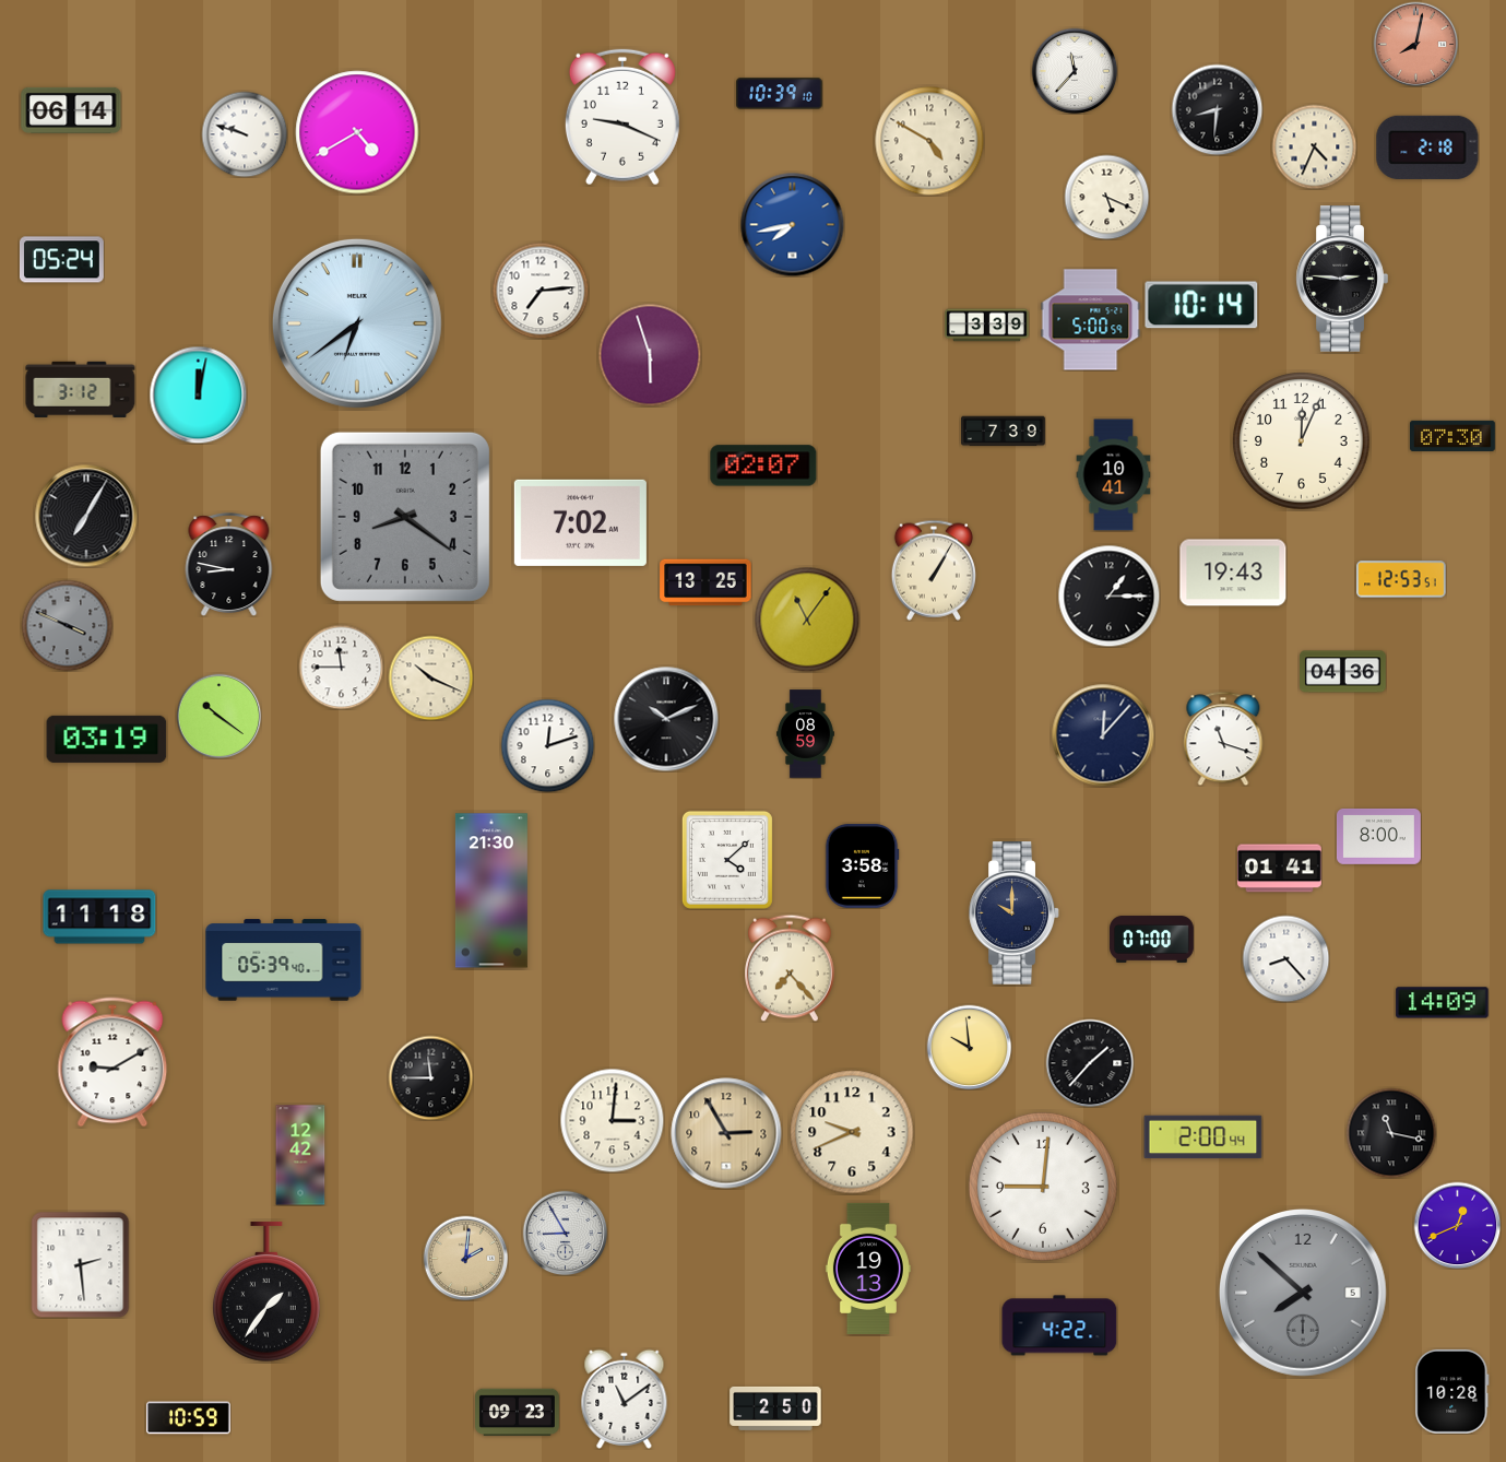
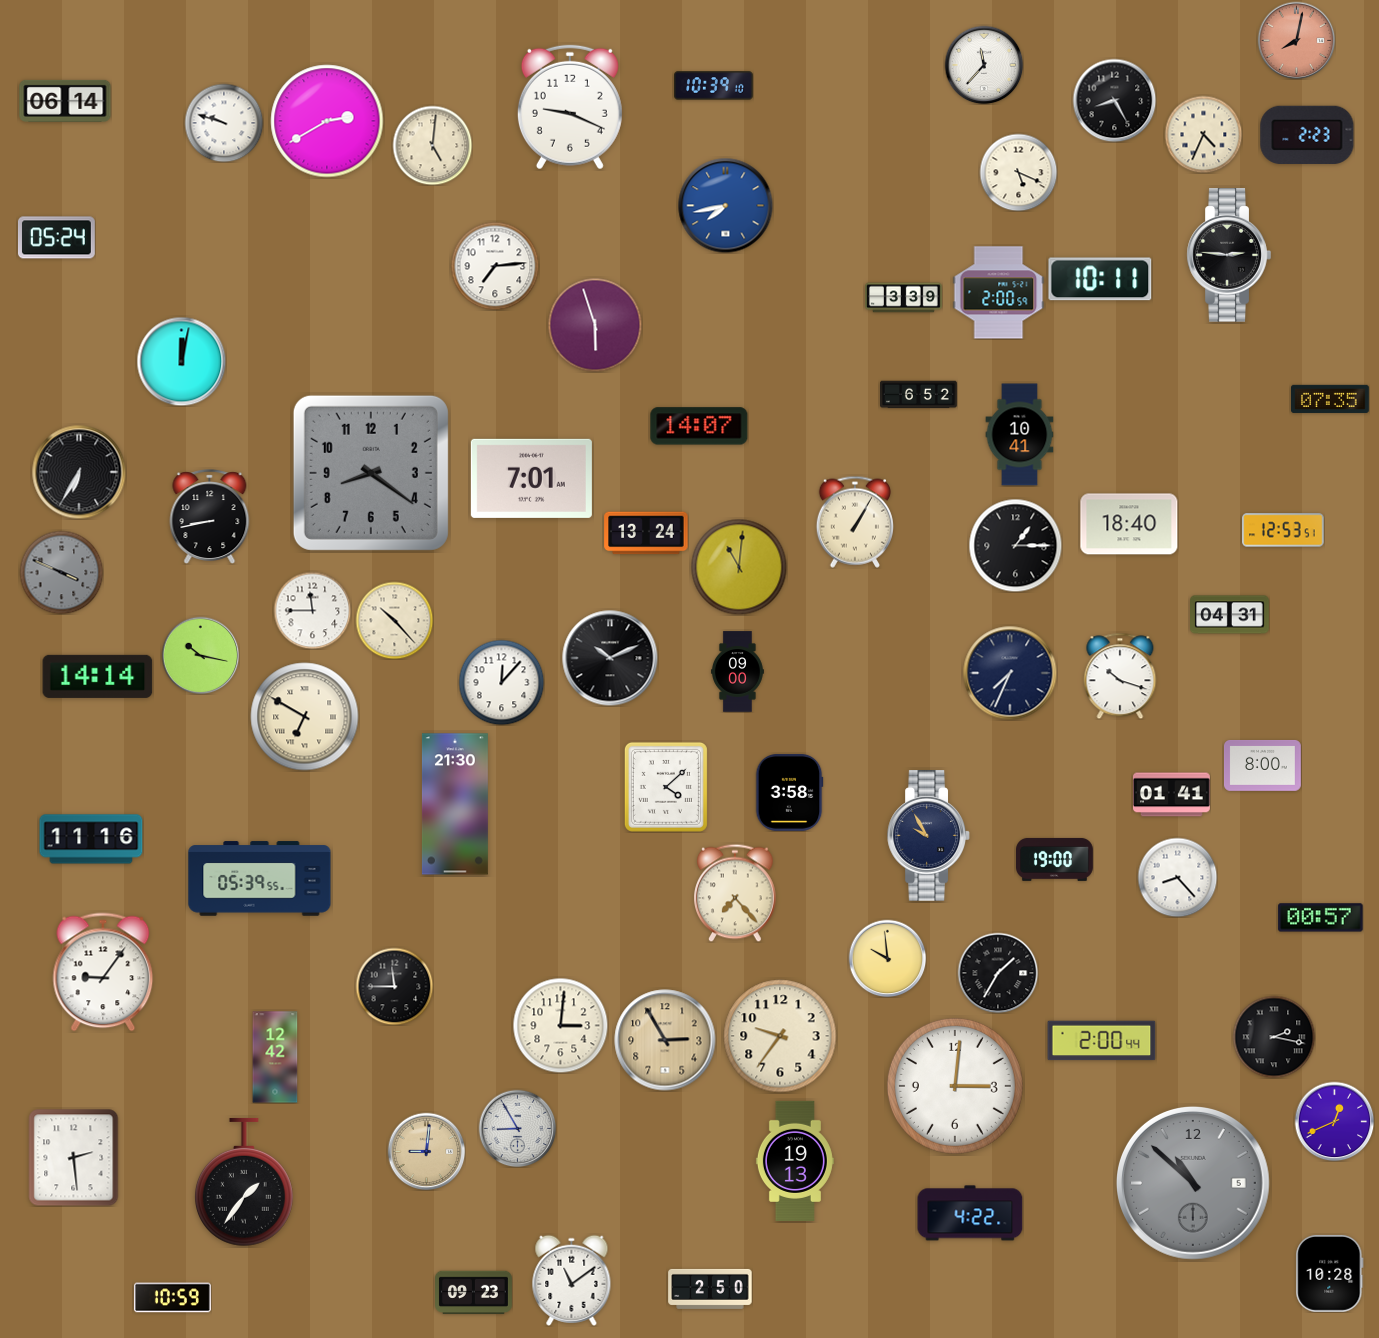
clock at (1217, 109): 8:31 -> 8:25
clock at (357, 132): 4:40 -> 2:40
clock at (929, 141): 4:50 -> none
clock at (1427, 148): 2:18 -> 2:23
clock at (432, 145): none -> 5:01
clock at (1106, 197) position: (1106, 197) -> (1018, 172)
clock at (1201, 305): 10:14 -> 10:11
clock at (1091, 320): 5:00 -> 2:00
clock at (357, 323): 6:39 -> none
clock at (81, 389): 3:12 -> none
clock at (1004, 432): 7:39 -> 6:52
clock at (1454, 436): 07:30 -> 07:35
clock at (1302, 441): 12:04 -> none
clock at (763, 465): 02:07 -> 14:07
clock at (86, 516): 7:05 -> 6:35
clock at (580, 522): 7:02 -> 7:01
clock at (229, 564): 8:47 -> 8:43
clock at (1233, 573): 19:43 -> 18:40
clock at (705, 582): 13:25 -> 13:24
clock at (807, 620): 11:06 -> 11:01
clock at (1343, 672): 04:36 -> 04:31
clock at (430, 677): 10:19 -> 10:23
clock at (218, 716): 10:21 -> 10:17
clock at (805, 734): 08:59 -> 09:00
clock at (1103, 735): 12:07 -> 7:34
clock at (107, 739): 03:19 -> 14:14
clock at (1223, 739): 11:18 -> 10:18
clock at (547, 745): 12:12 -> 12:07
clock at (305, 717): none -> 6:50
clock at (491, 891) position: (491, 891) -> (455, 804)
clock at (1015, 913): 10:00 -> 9:55
clock at (99, 917): 11:18 -> 11:16
clock at (1152, 939): 07:00 -> 19:00
clock at (284, 960): 05:39:40 -> 05:39:55
clock at (791, 968) position: (791, 968) -> (736, 893)
clock at (1443, 1003): 14:09 -> 00:57
clock at (112, 1062): 9:10 -> 9:06
clock at (1090, 1063): 1:37 -> 1:35
clock at (852, 1132): 9:41 -> 9:36
clock at (726, 1133) position: (726, 1133) -> (665, 1040)
clock at (1391, 1133): 11:17 -> 2:17
clock at (1043, 1187): 9:01 -> 3:01
clock at (465, 1258): 2:01 -> 9:01
clock at (1303, 1293): 7:52 -> 10:52
